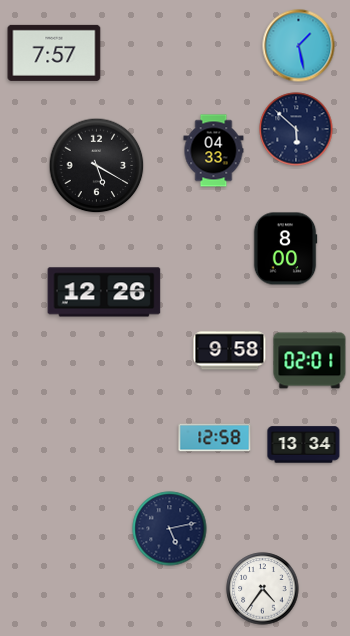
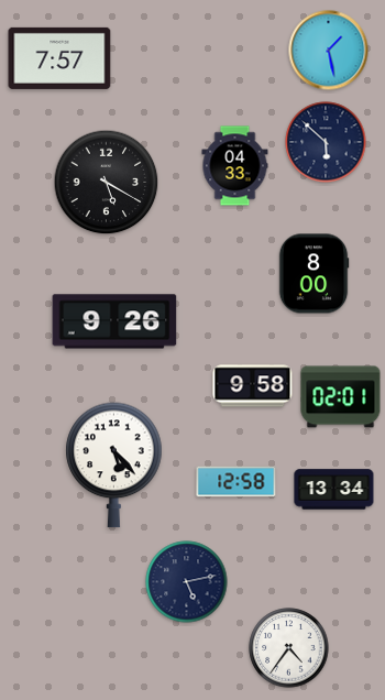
clock at (104, 292): 12:26 -> 9:26
clock at (114, 466): none -> 5:23
